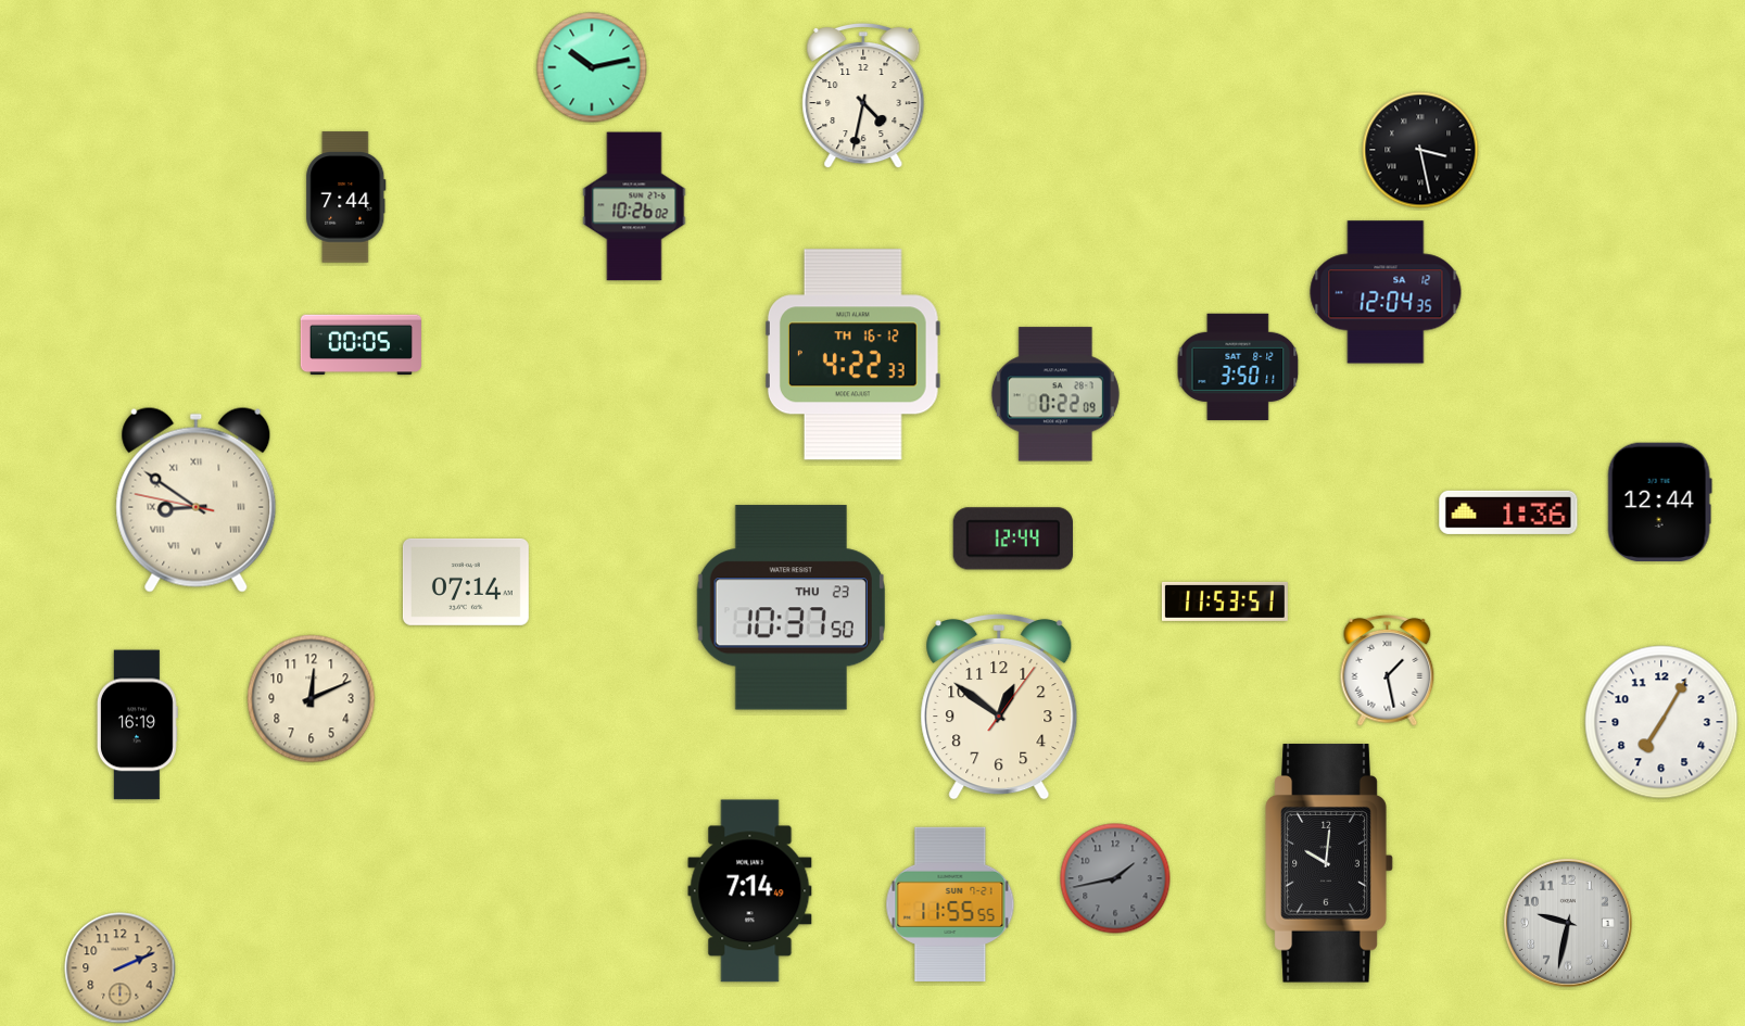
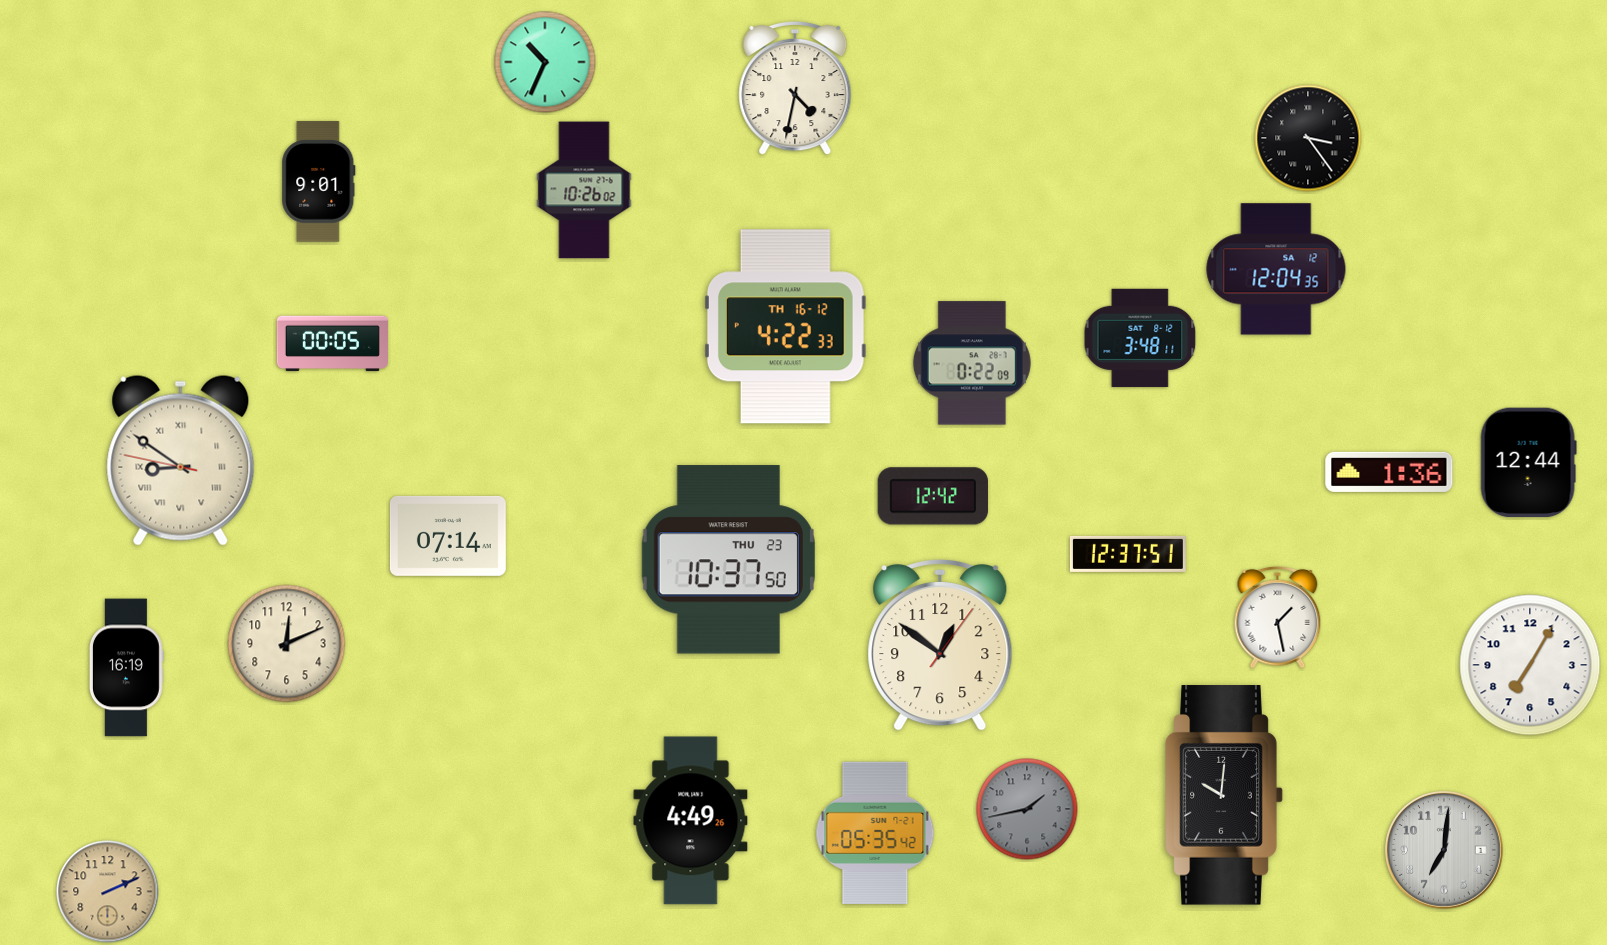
clock at (592, 67): 10:13 -> 10:34
clock at (1420, 150): 3:28 -> 3:24
clock at (346, 198): 7:44 -> 9:01
clock at (361, 345) position: (361, 345) -> (332, 344)
clock at (1238, 367): 3:50 -> 3:48
clock at (1013, 539): 12:44 -> 12:42
clock at (466, 582) position: (466, 582) -> (448, 536)
clock at (1225, 601): 11:53 -> 12:37
clock at (999, 707) position: (999, 707) -> (940, 645)
clock at (750, 891): 7:14 -> 4:49
clock at (950, 904): 11:55 -> 05:35
clock at (1569, 924): 9:32 -> 7:01
clock at (121, 968) position: (121, 968) -> (108, 892)
